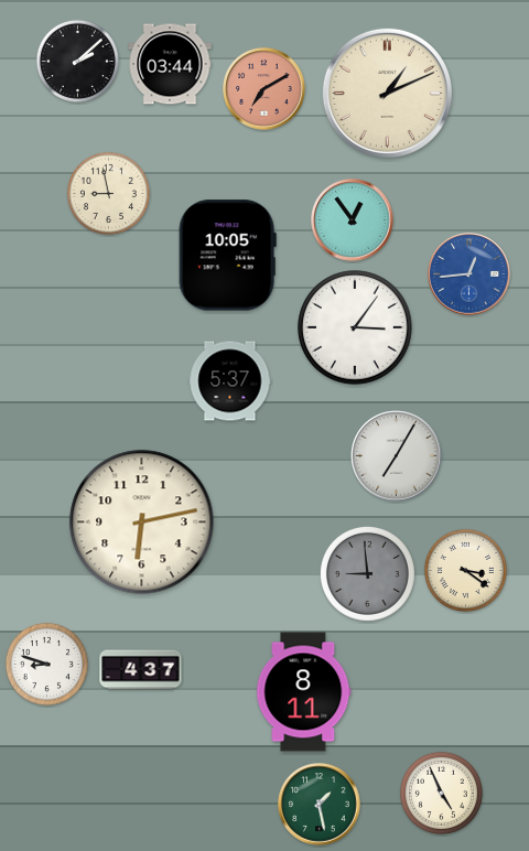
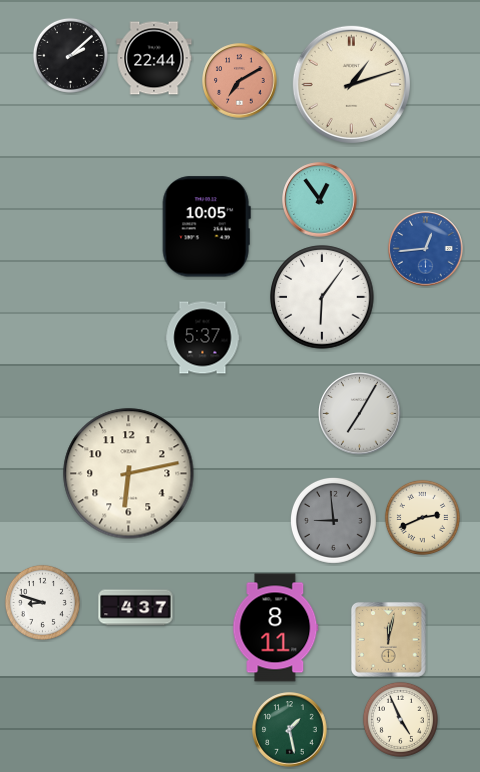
clock at (170, 64): 03:44 -> 22:44
clock at (387, 93): 1:11 -> 1:12
clock at (108, 193): 8:58 -> none
clock at (227, 256) position: (227, 256) -> (206, 227)
clock at (355, 327): 3:06 -> 6:06
clock at (230, 381) position: (230, 381) -> (203, 338)
clock at (465, 570): 3:21 -> 2:41
clock at (141, 670) position: (141, 670) -> (136, 608)
clock at (389, 640): none -> 12:02
